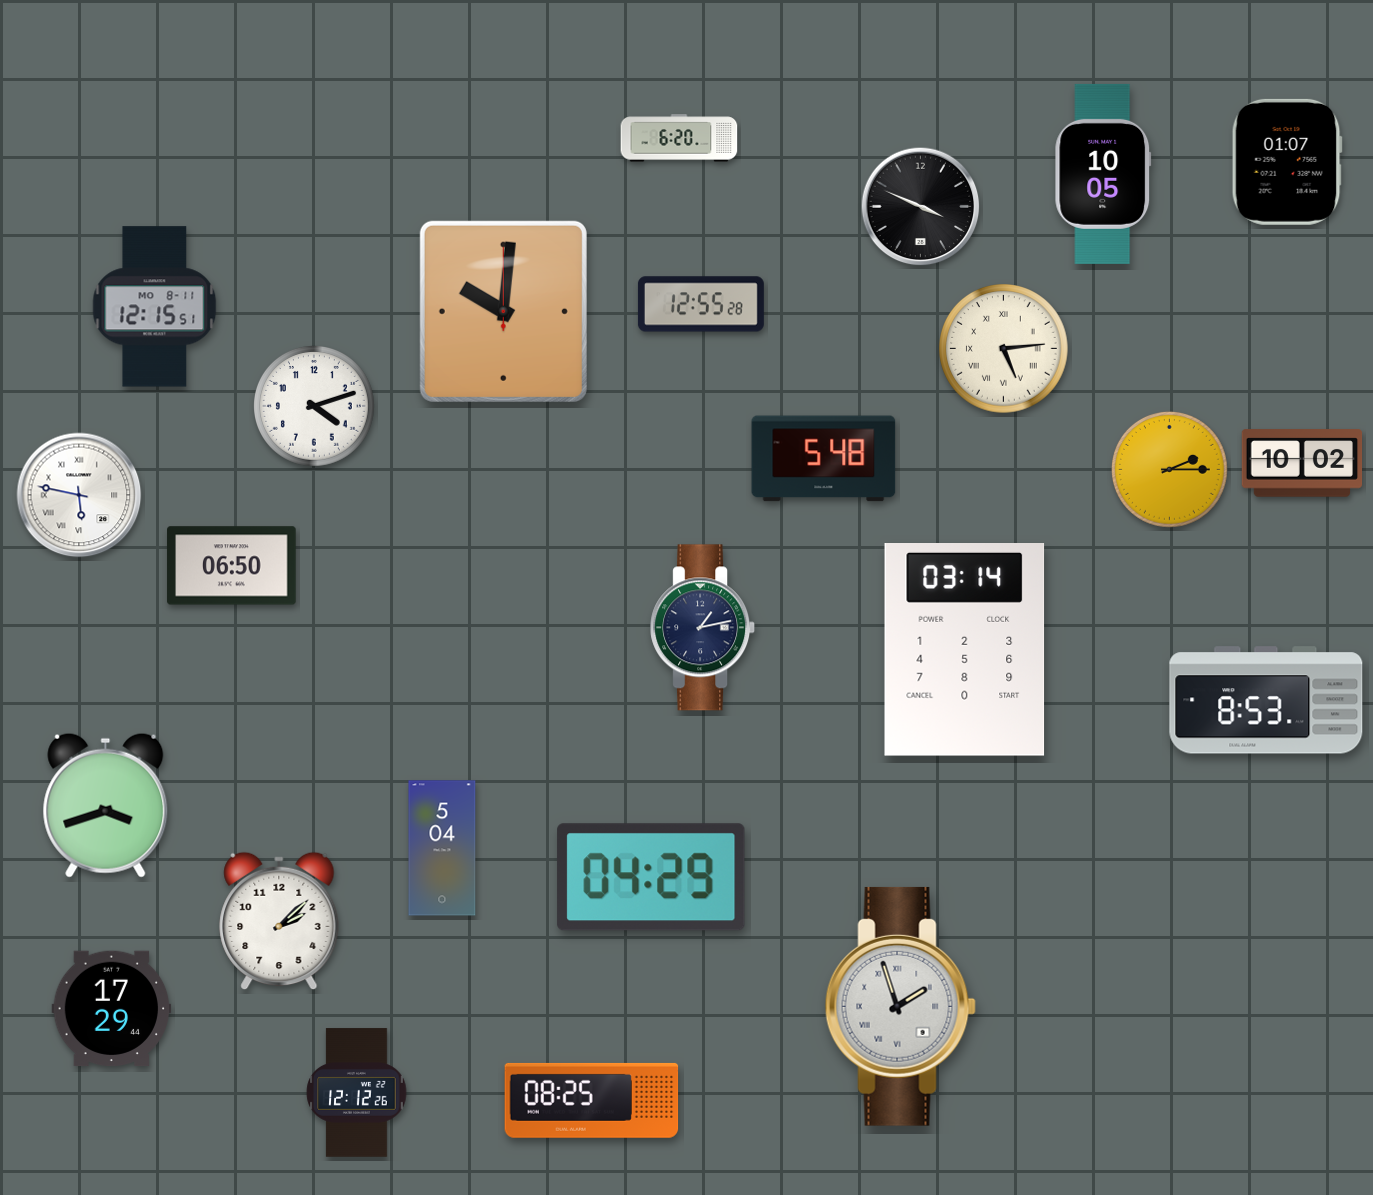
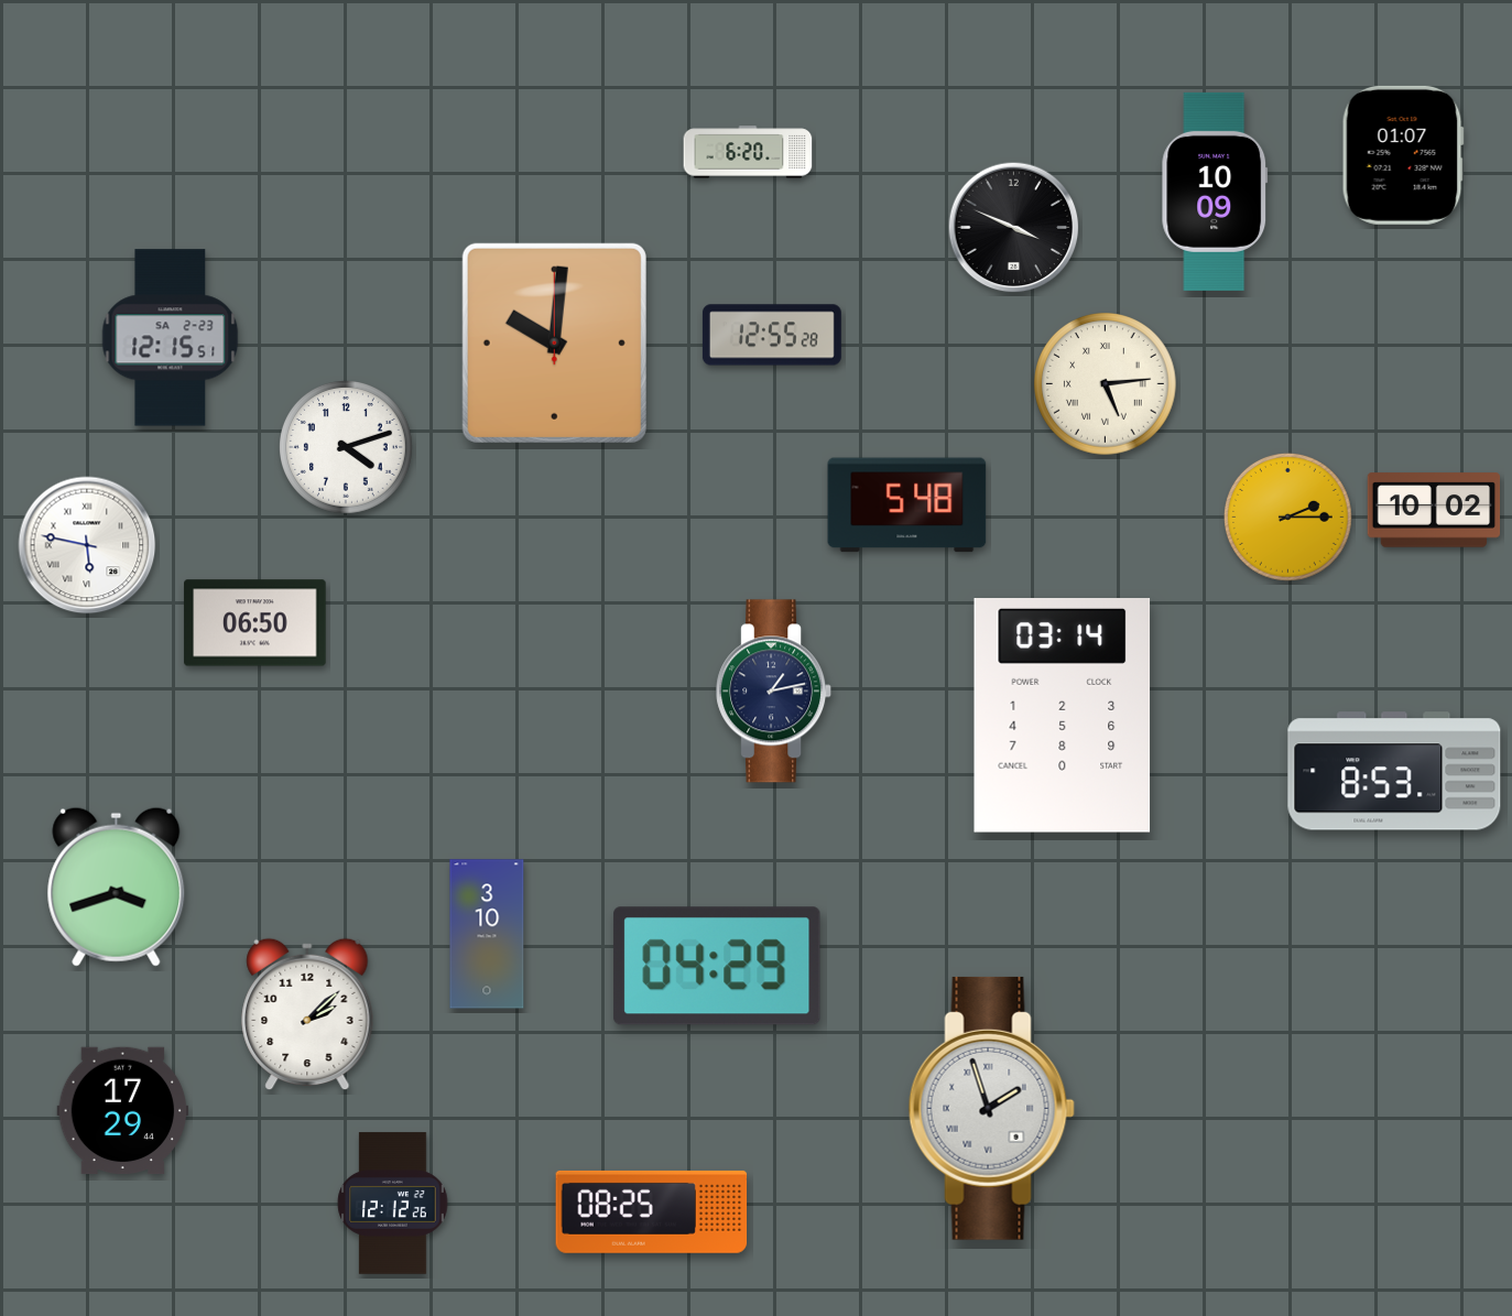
clock at (1287, 162) position: (1287, 162) -> (1403, 155)
clock at (1103, 174): 10:05 -> 10:09
clock at (155, 307) date: MO 8-11 -> SA 2-23
clock at (442, 848): 5:04 -> 3:10
